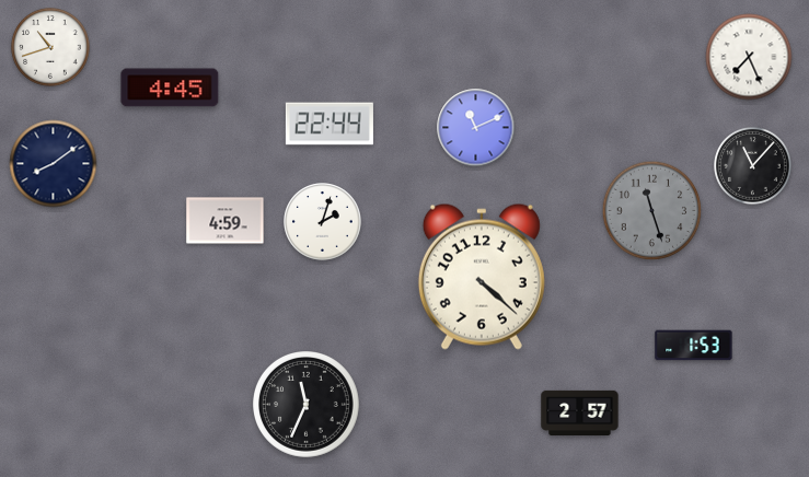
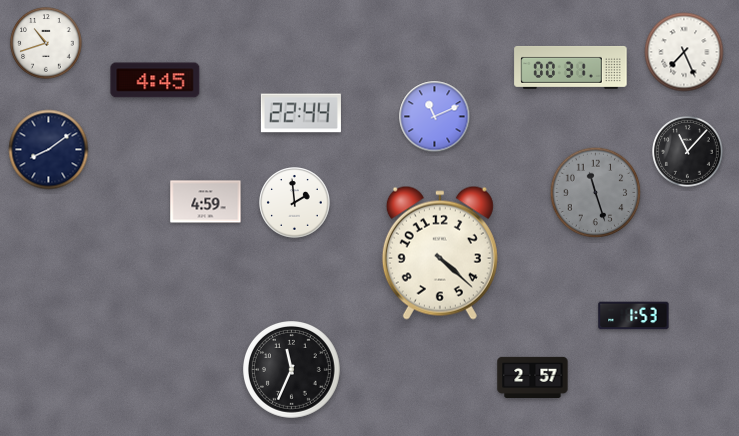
clock at (571, 67): none -> 00:31
clock at (323, 222): 2:03 -> 1:59
clock at (307, 405) position: (307, 405) -> (292, 370)
clock at (580, 412) position: (580, 412) -> (533, 377)
